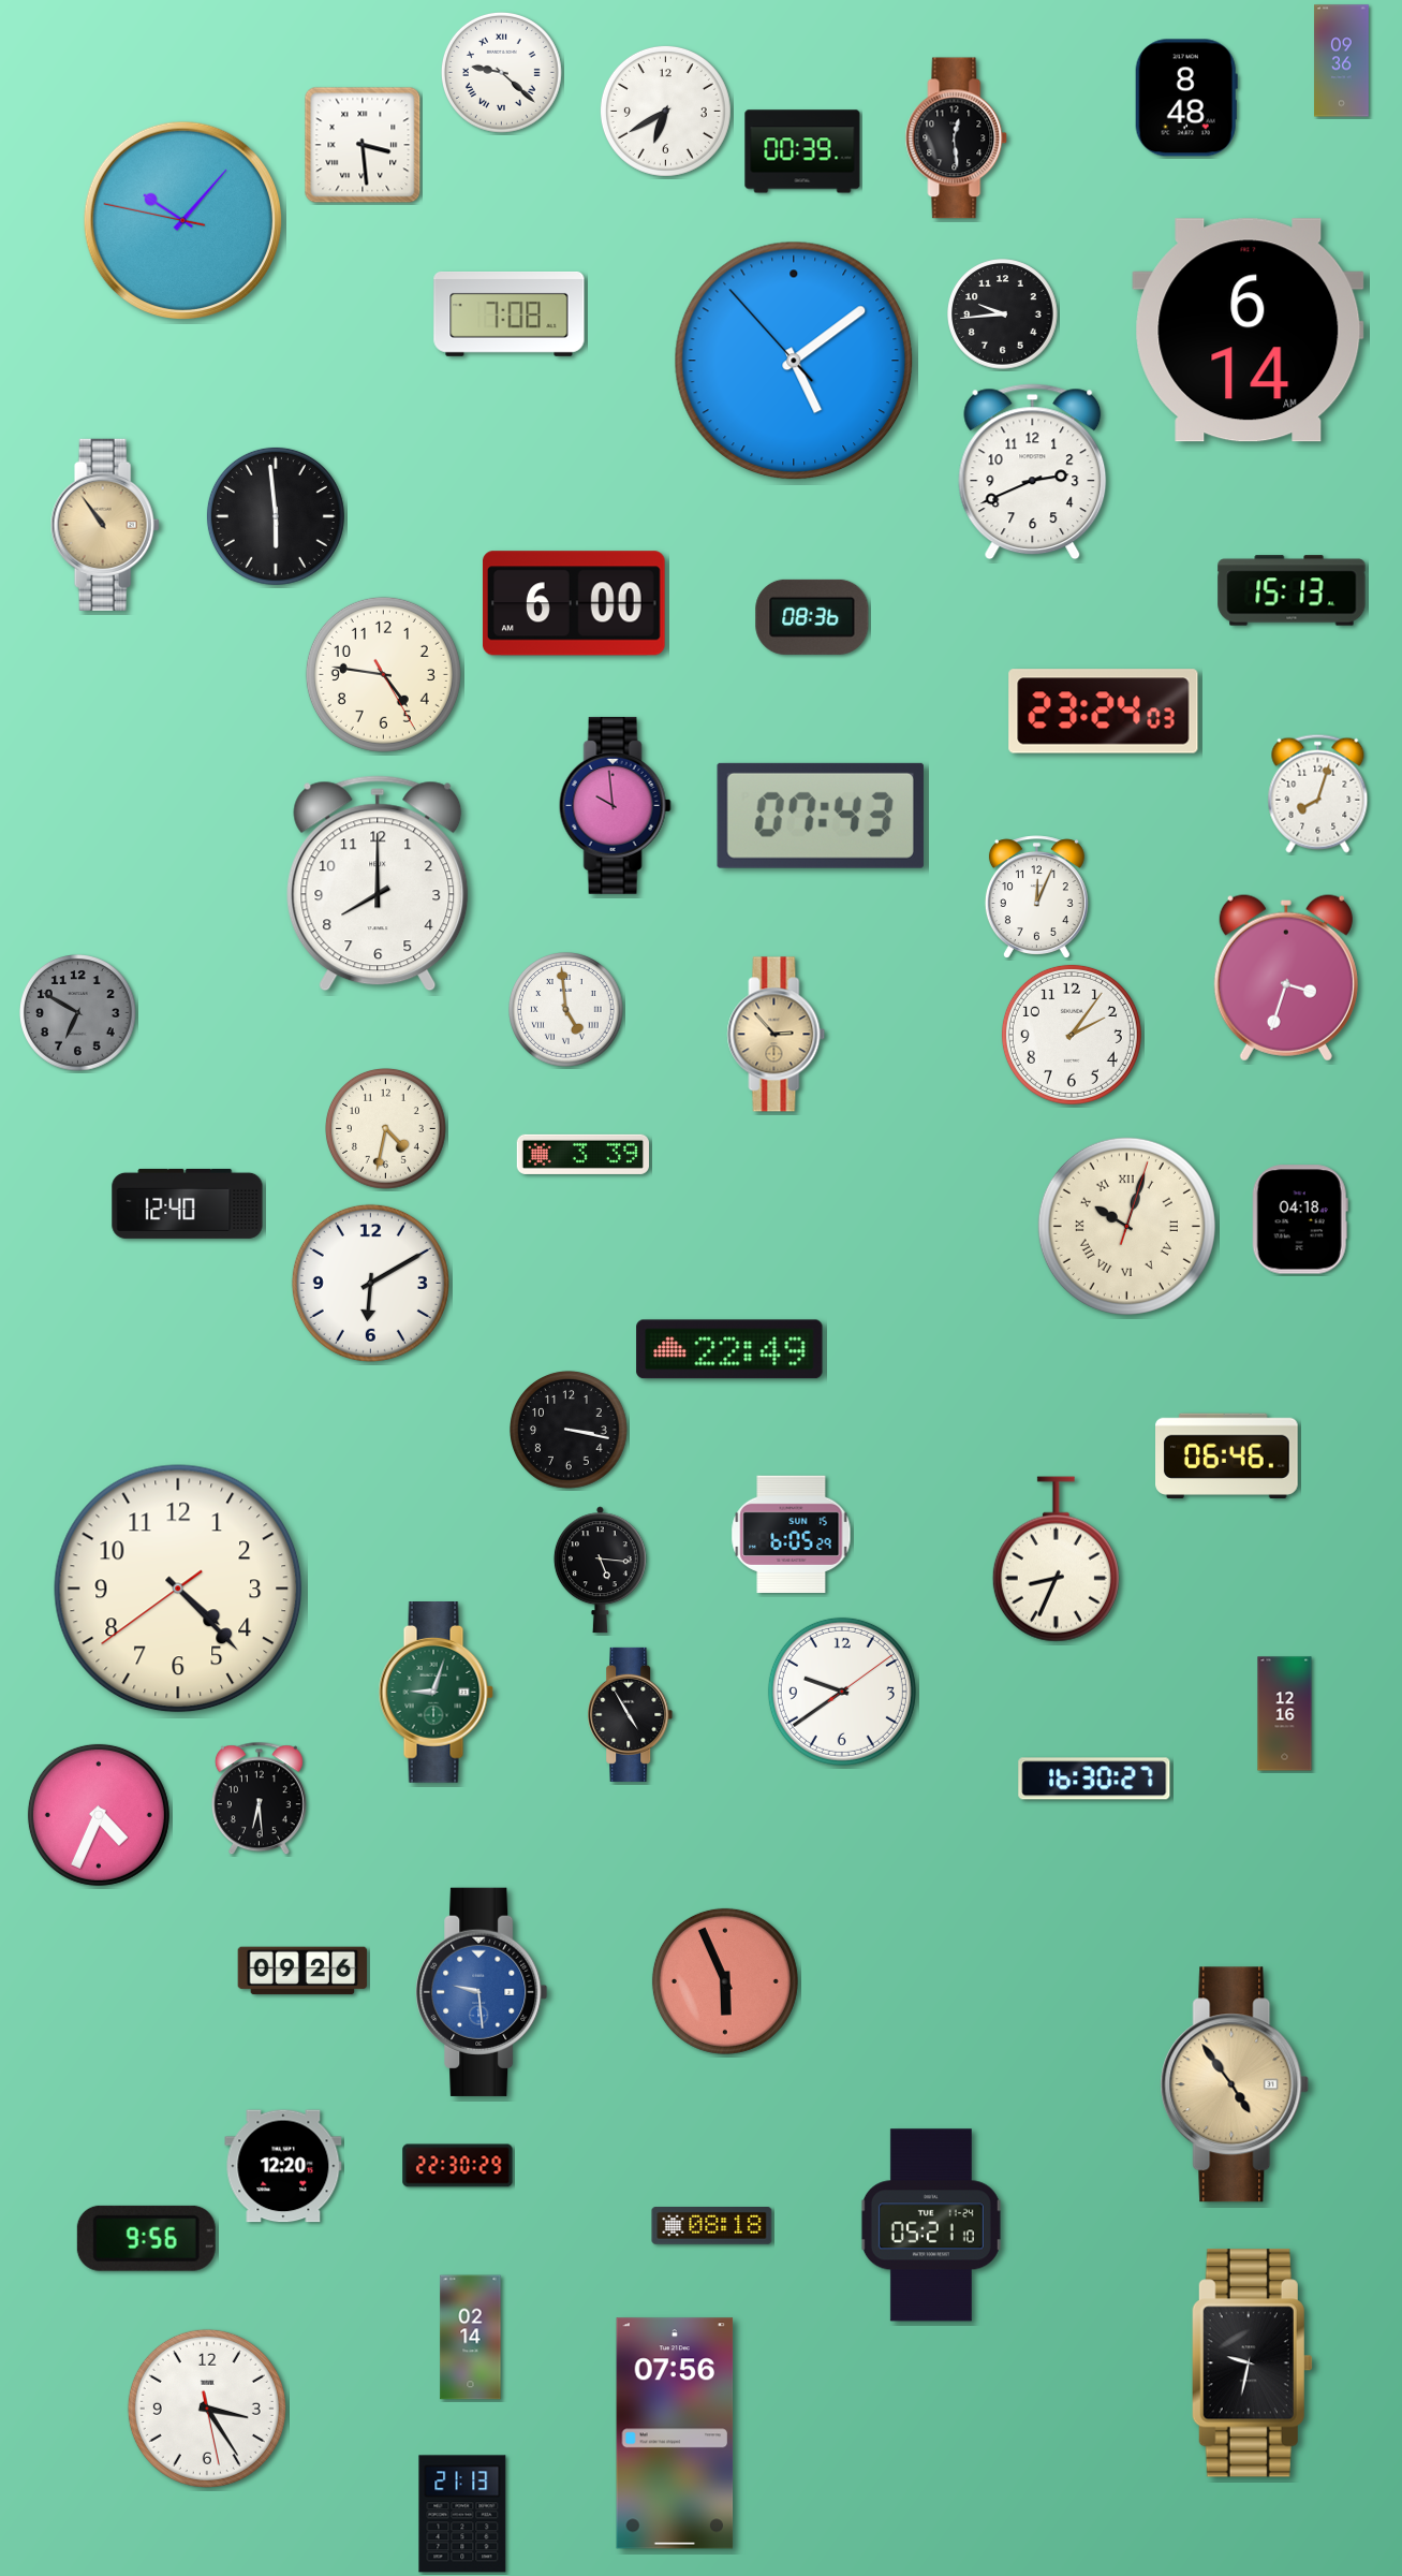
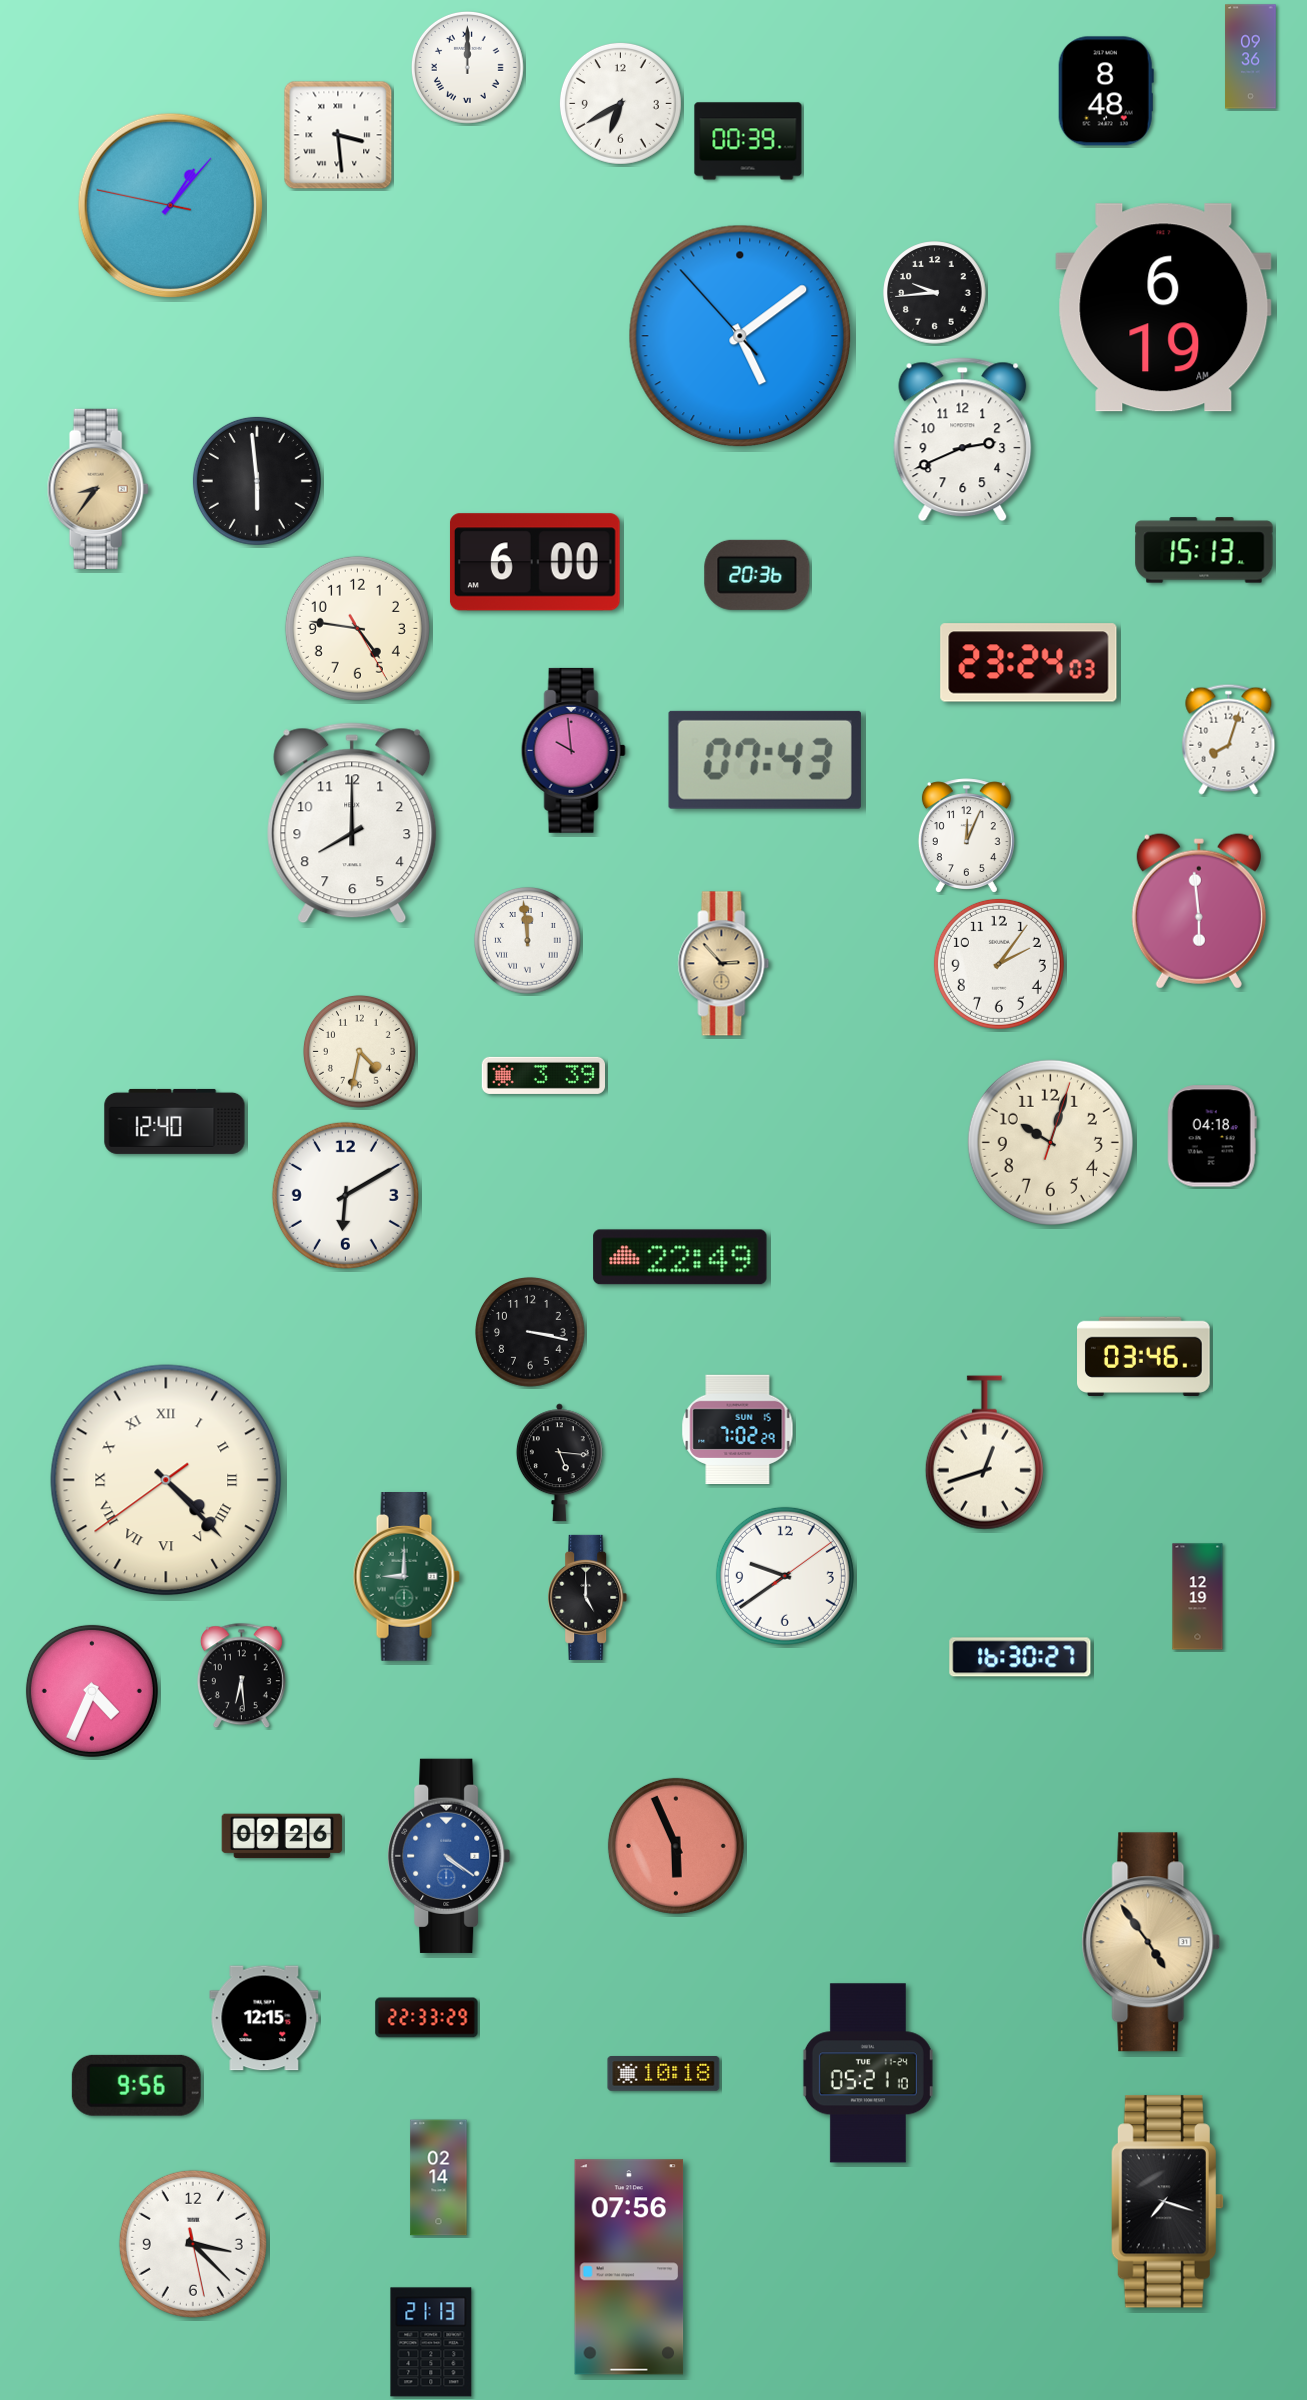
clock at (502, 73): 9:22 -> 12:00
clock at (957, 138): 12:29 -> none
clock at (182, 220): 10:06 -> 1:06
clock at (510, 313): 7:08 -> none
clock at (1249, 331): 6:14 -> 6:19
clock at (105, 525): 10:54 -> 8:36
clock at (812, 617): 08:36 -> 20:36
clock at (1286, 978): 3:33 -> 5:59
clock at (566, 1010): 4:59 -> 11:59
clock at (78, 1013): 6:50 -> none
clock at (1126, 1226) numerals: Roman -> Arabic
clock at (1227, 1455): 06:46 -> 03:46
clock at (792, 1535): 6:05 -> 7:02
clock at (1056, 1560): 8:34 -> 12:42
clock at (178, 1589) numerals: Arabic -> Roman
clock at (436, 1693): 9:03 -> 9:00
clock at (631, 1714): 4:55 -> 5:00
clock at (1285, 1714): 12:16 -> 12:19
clock at (482, 1992): 9:29 -> 4:21
clock at (283, 2166): 12:20 -> 12:15
clock at (458, 2166): 22:30 -> 22:33
clock at (712, 2226): 08:18 -> 10:18
clock at (1252, 2363): 9:32 -> 7:18
clock at (207, 2409): 3:24 -> 3:22
